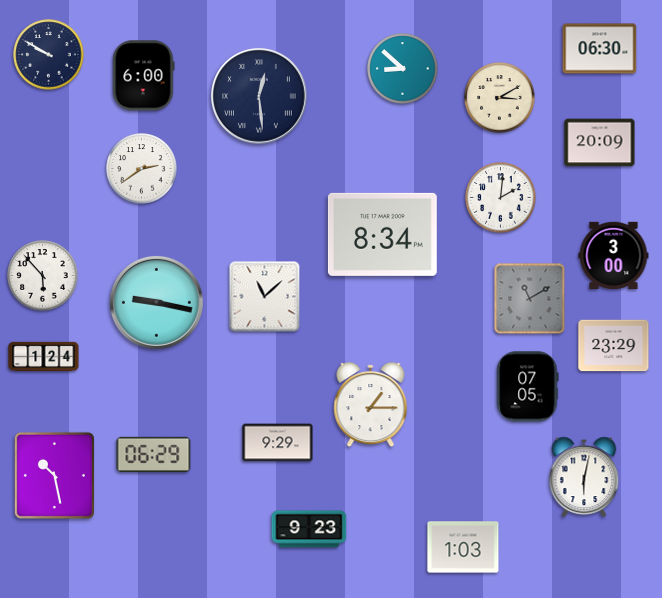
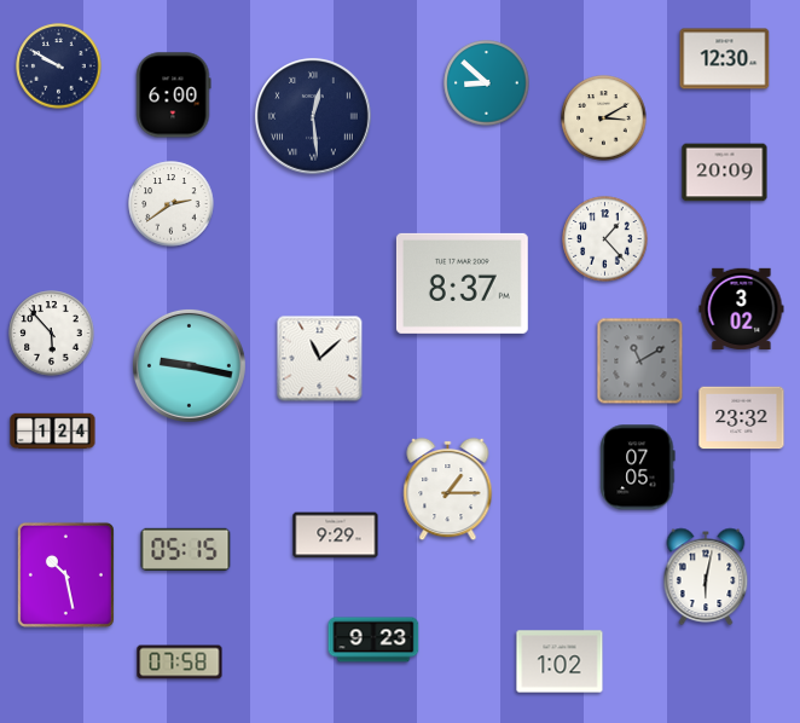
clock at (600, 49): 06:30 -> 12:30
clock at (143, 76) position: (143, 76) -> (173, 96)
clock at (501, 198): 2:01 -> 1:23
clock at (382, 234): 8:34 -> 8:37
clock at (614, 255): 3:00 -> 3:02
clock at (614, 346): 23:29 -> 23:32
clock at (154, 454): 06:29 -> 05:15
clock at (463, 547): 1:03 -> 1:02
clock at (180, 663): none -> 07:58
